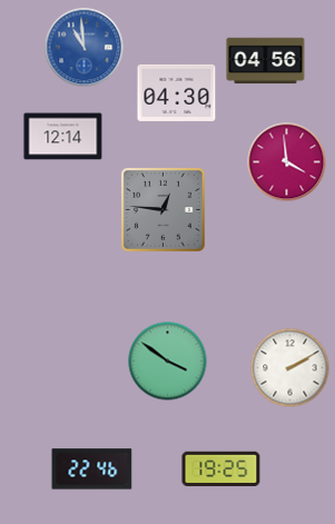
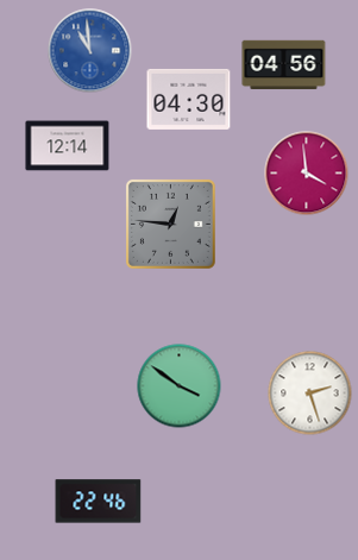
clock at (162, 209) position: (162, 209) -> (170, 224)
clock at (290, 368): 2:10 -> 2:27
clock at (221, 469): 19:25 -> none
